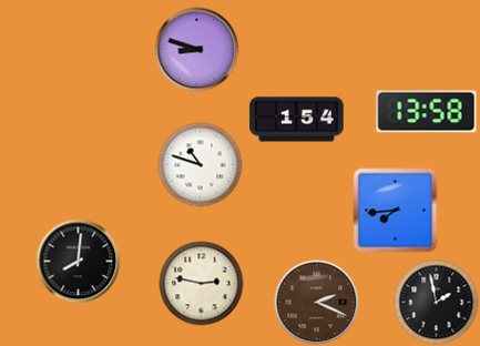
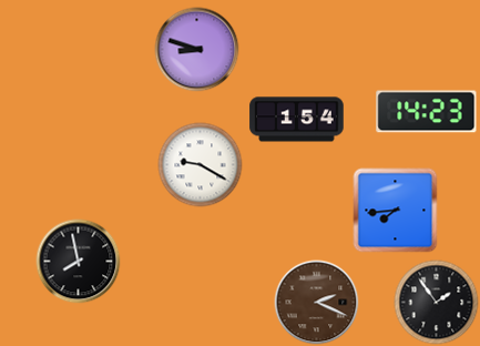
clock at (427, 112): 13:58 -> 14:23
clock at (201, 165): 10:48 -> 9:20
clock at (79, 262): 8:01 -> 7:58
clock at (202, 284): 2:47 -> none
clock at (437, 303): 1:58 -> 1:54
